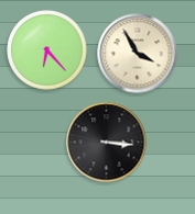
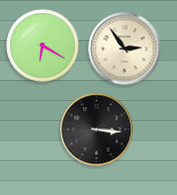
clock at (47, 50): 6:23 -> 6:20
clock at (138, 54): 3:55 -> 2:54
